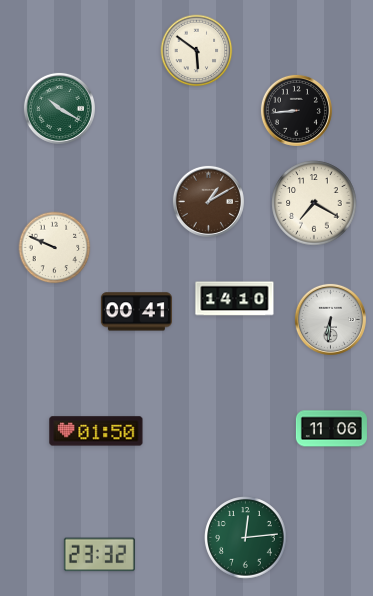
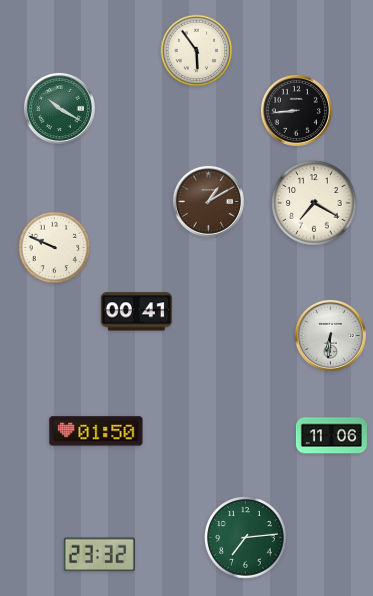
clock at (197, 51): 5:51 -> 5:54
clock at (235, 299): 14:10 -> none
clock at (330, 319) position: (330, 319) -> (330, 335)
clock at (331, 429) position: (331, 429) -> (331, 436)
clock at (246, 538): 12:14 -> 7:14
